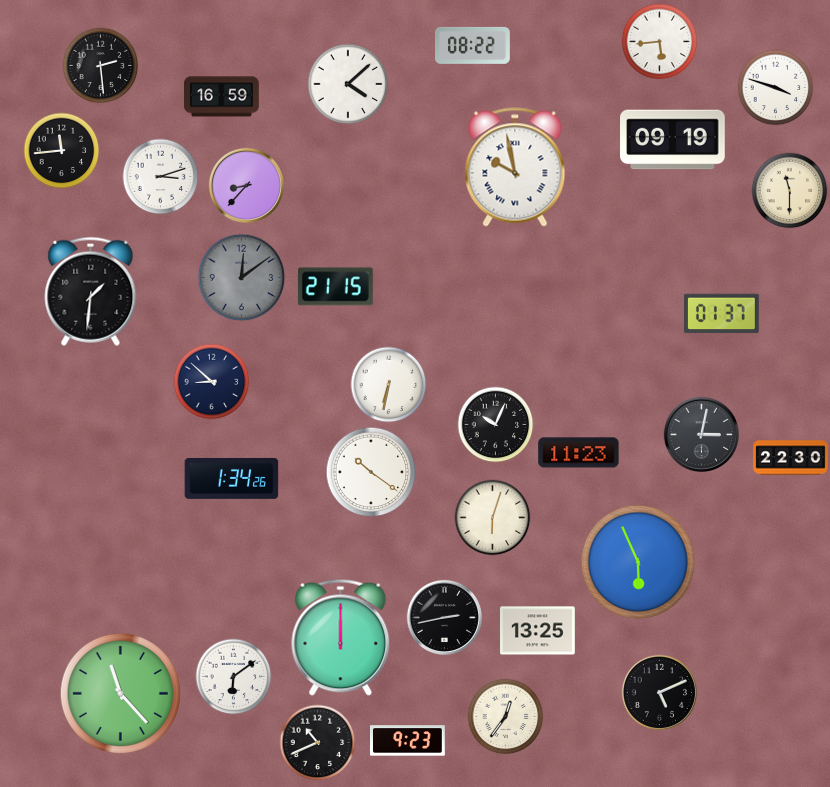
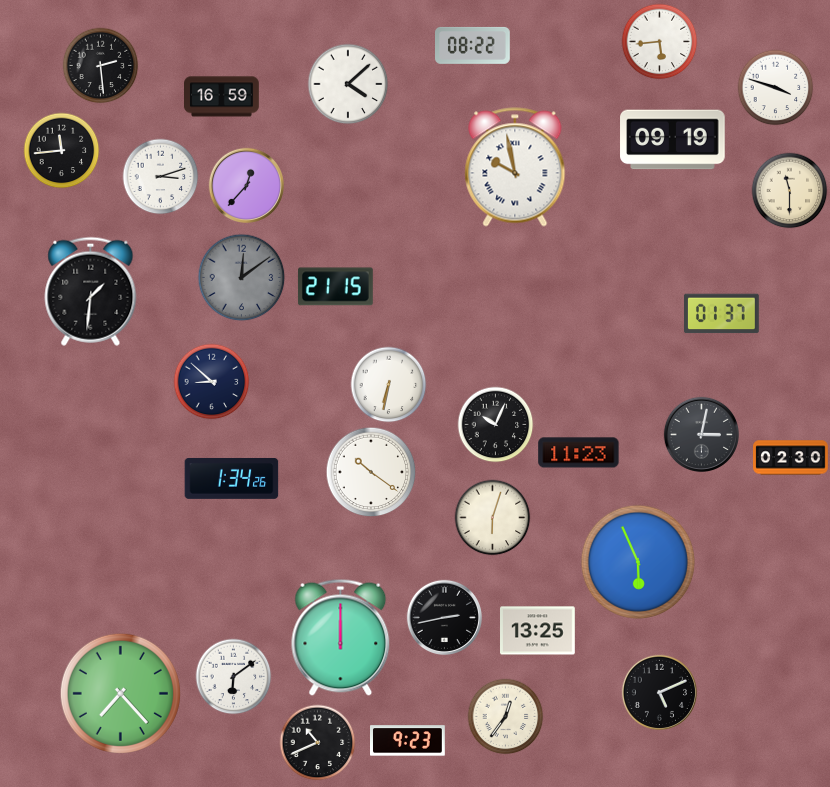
clock at (246, 185): 8:37 -> 12:37
clock at (791, 458): 22:30 -> 02:30
clock at (120, 693): 11:23 -> 7:23
